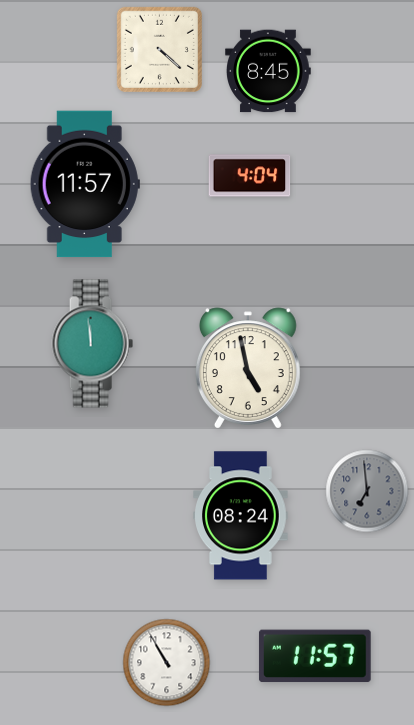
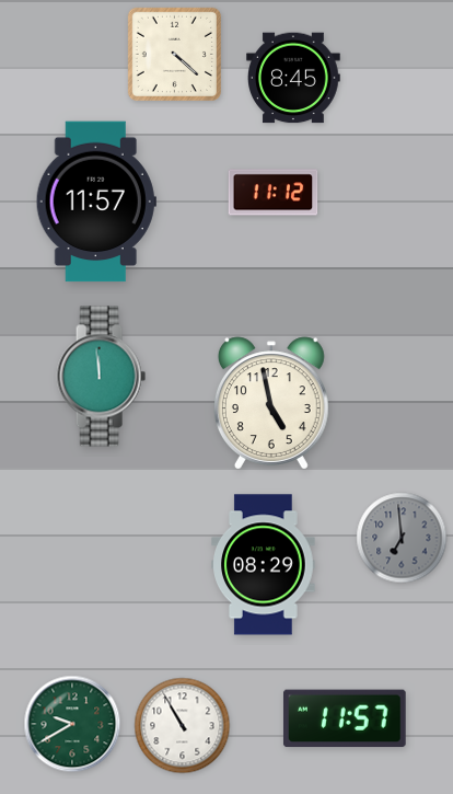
clock at (250, 176): 4:04 -> 11:12
clock at (85, 184) position: (85, 184) -> (96, 202)
clock at (241, 516): 08:24 -> 08:29
clock at (72, 724): none -> 9:40
